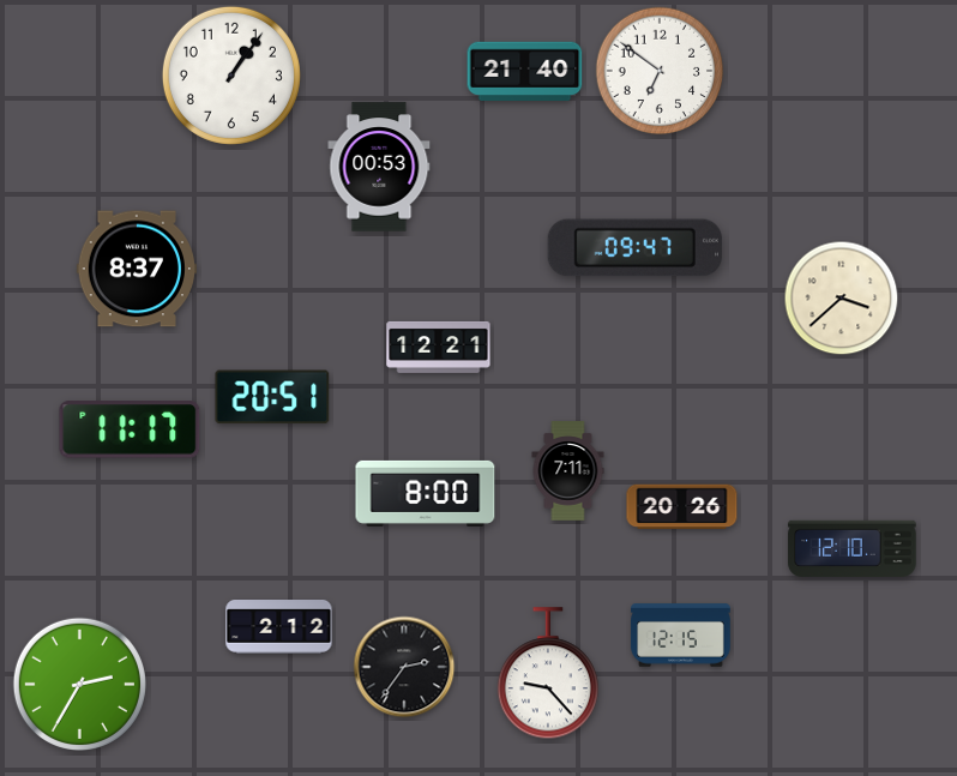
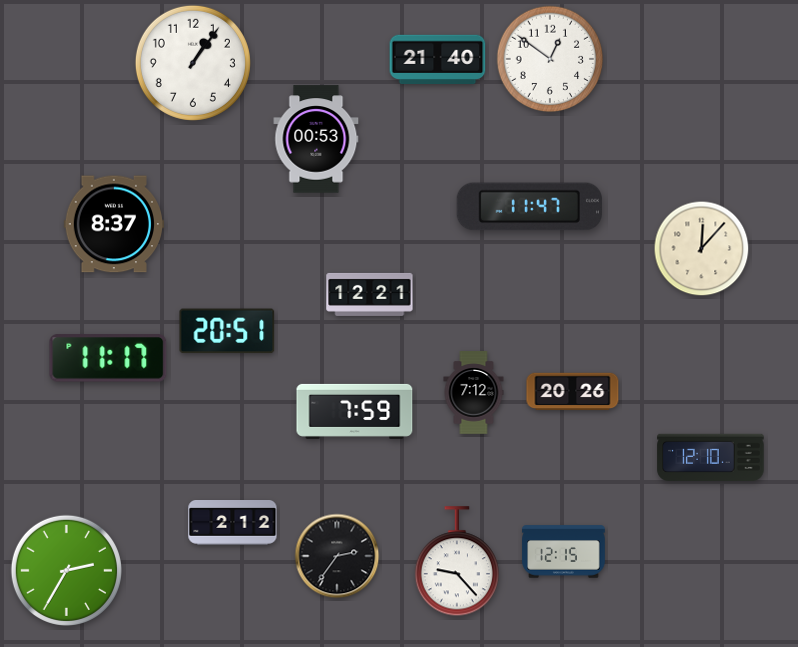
clock at (660, 71): 6:51 -> 12:51
clock at (634, 248): 09:47 -> 11:47
clock at (842, 299): 3:38 -> 12:07
clock at (439, 347) position: (439, 347) -> (370, 294)
clock at (568, 471): 7:11 -> 7:12
clock at (426, 493): 8:00 -> 7:59
clock at (682, 507) position: (682, 507) -> (573, 392)
clock at (681, 636) position: (681, 636) -> (564, 552)
